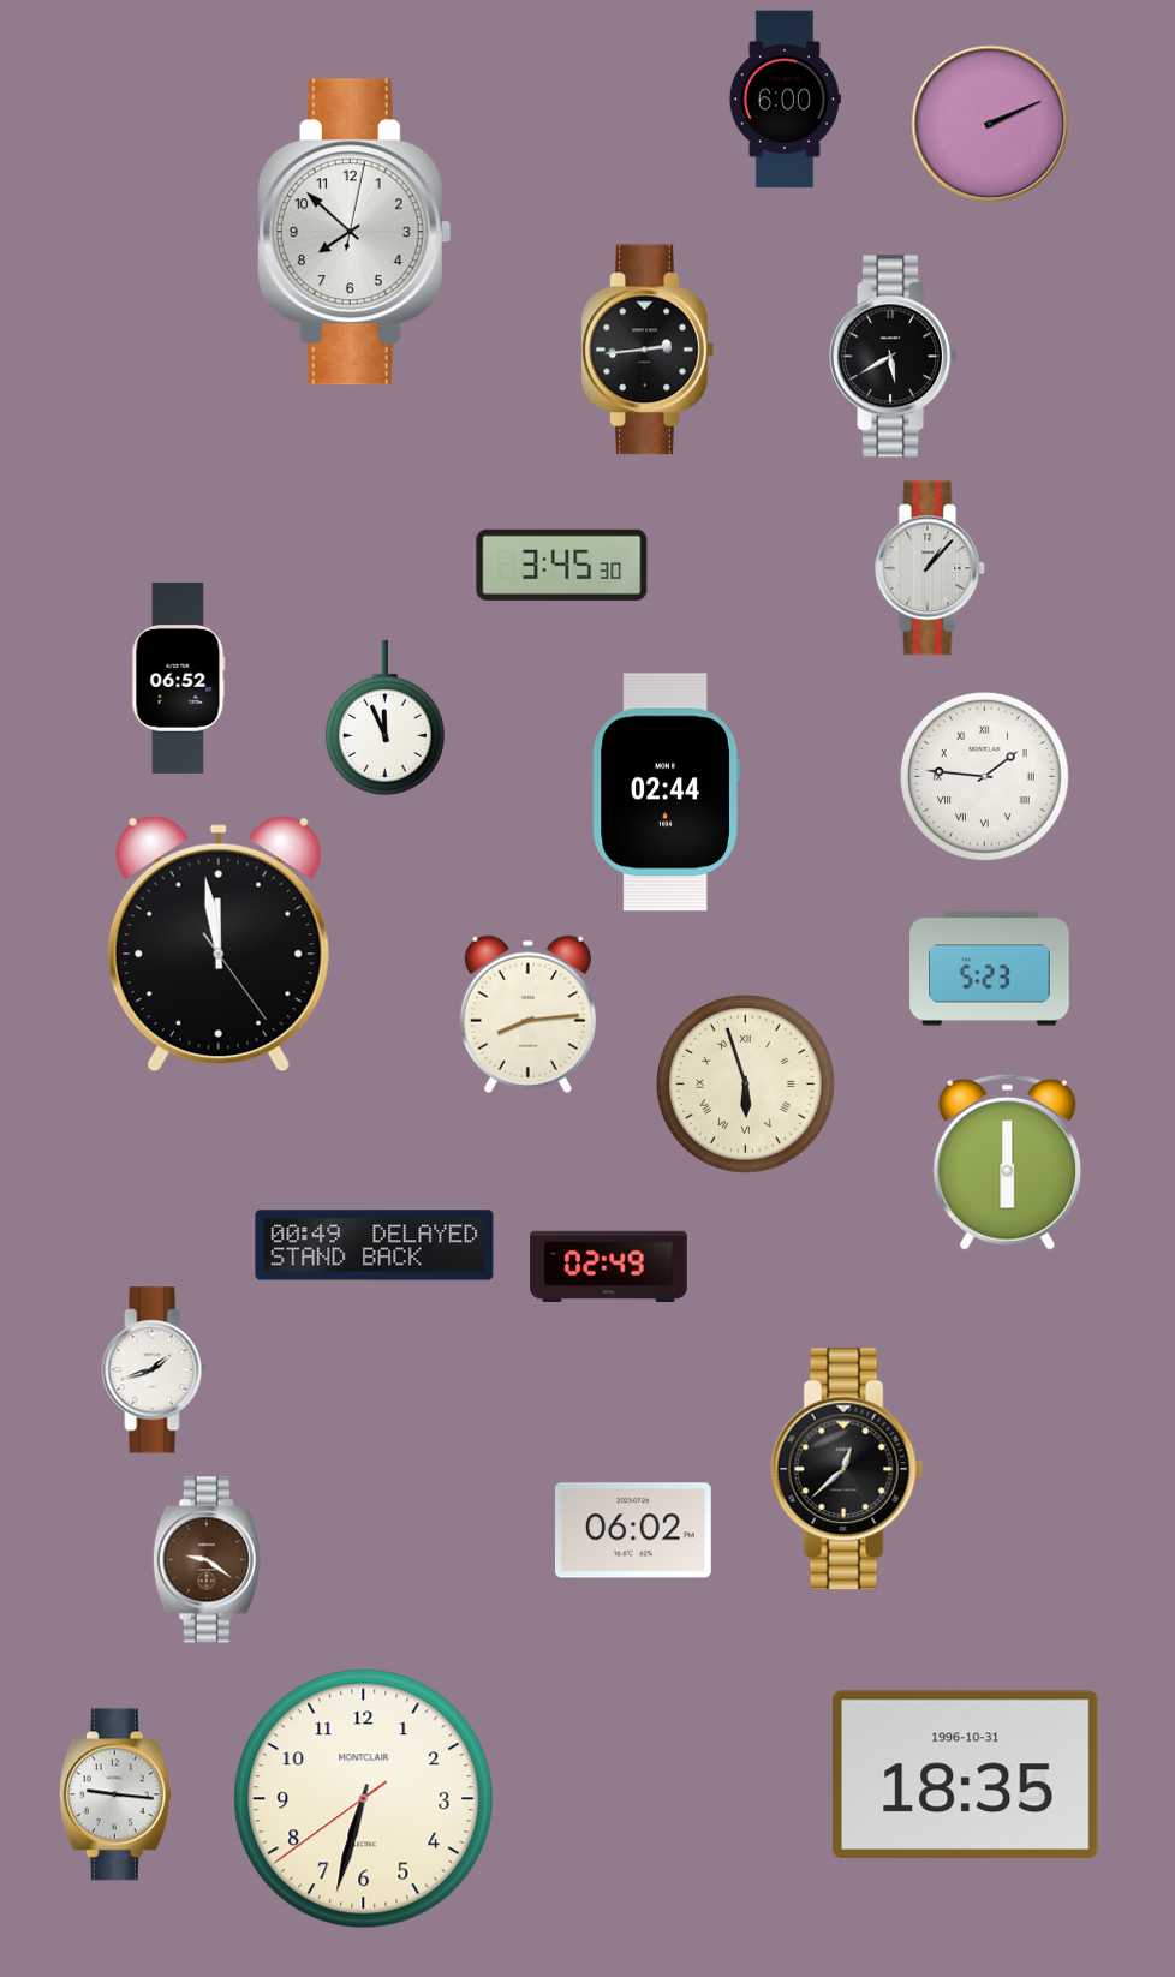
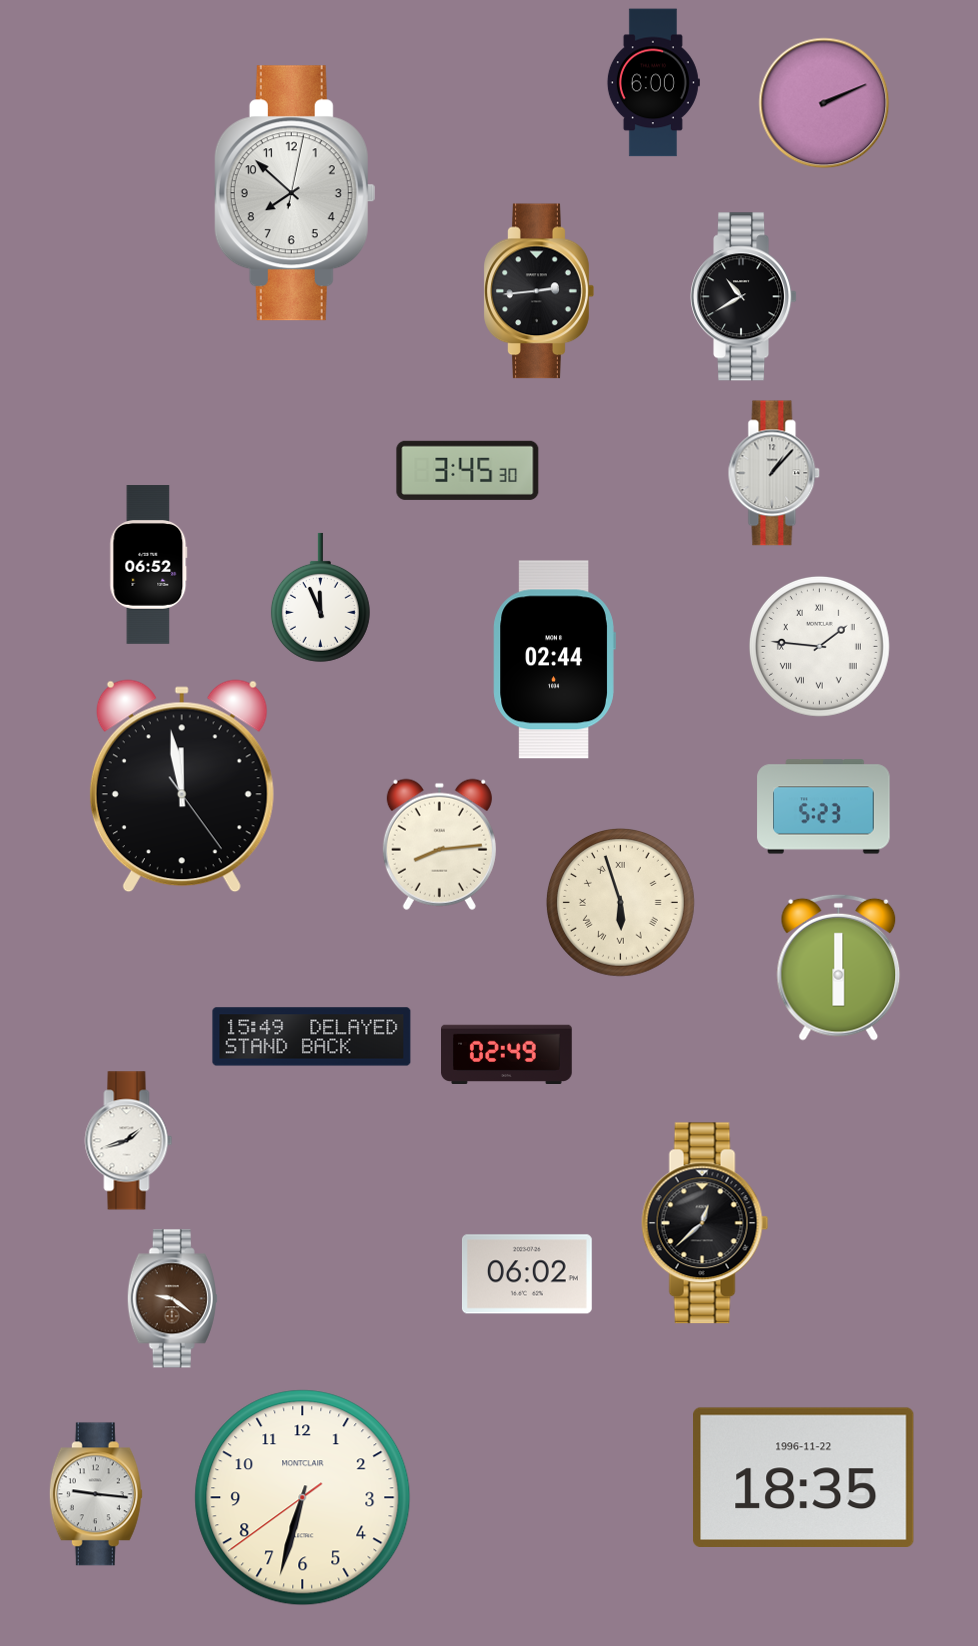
clock at (895, 357): 5:40 -> 10:40
clock at (375, 1246): 00:49 -> 15:49
clock at (966, 1774) date: 1996-10-31 -> 1996-11-22
